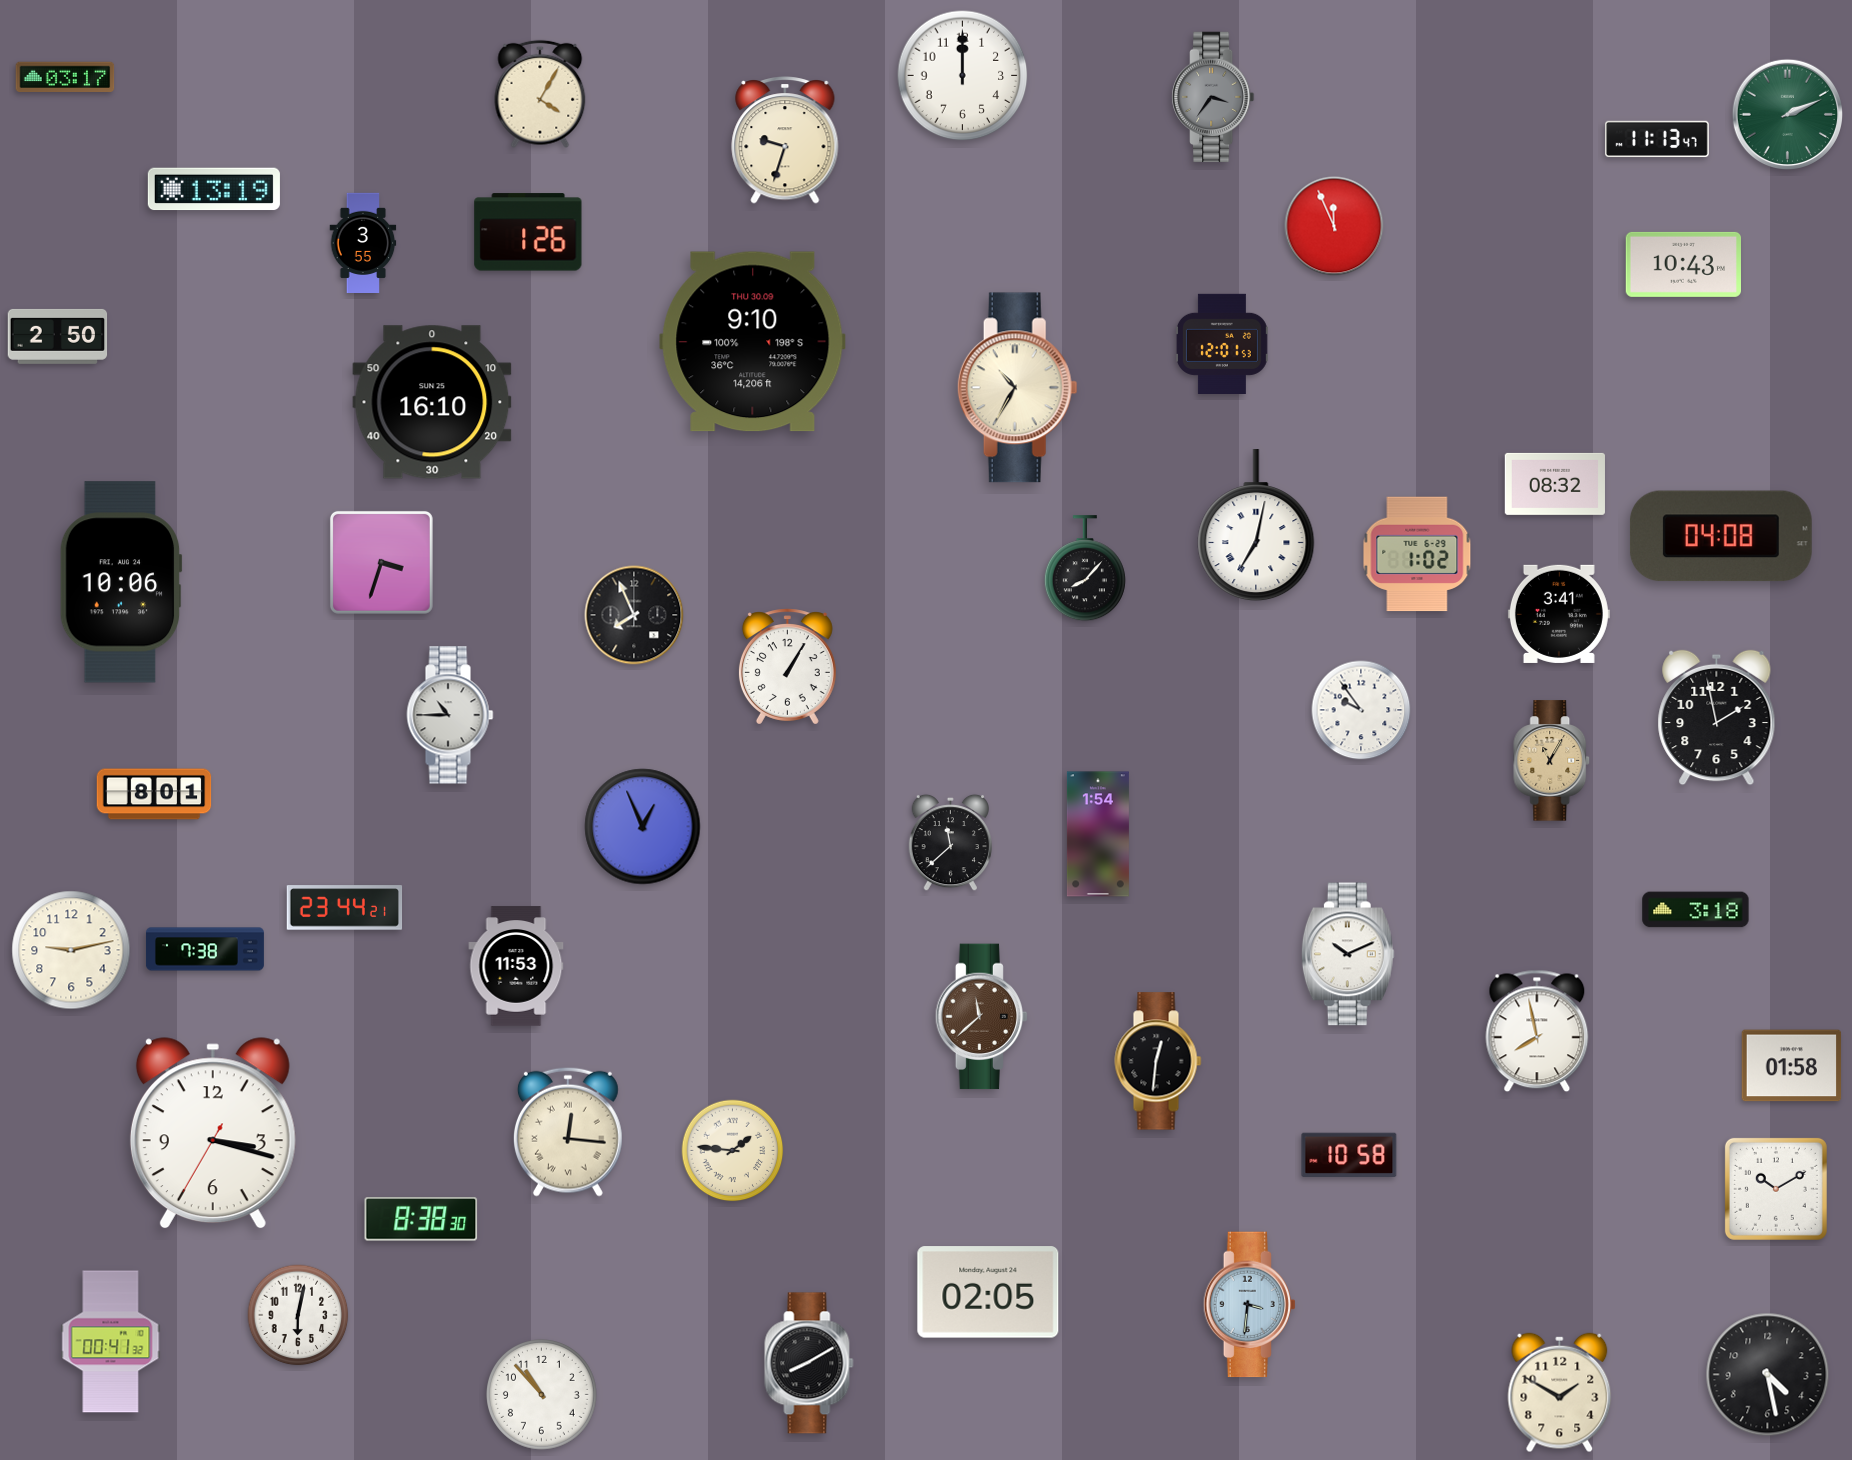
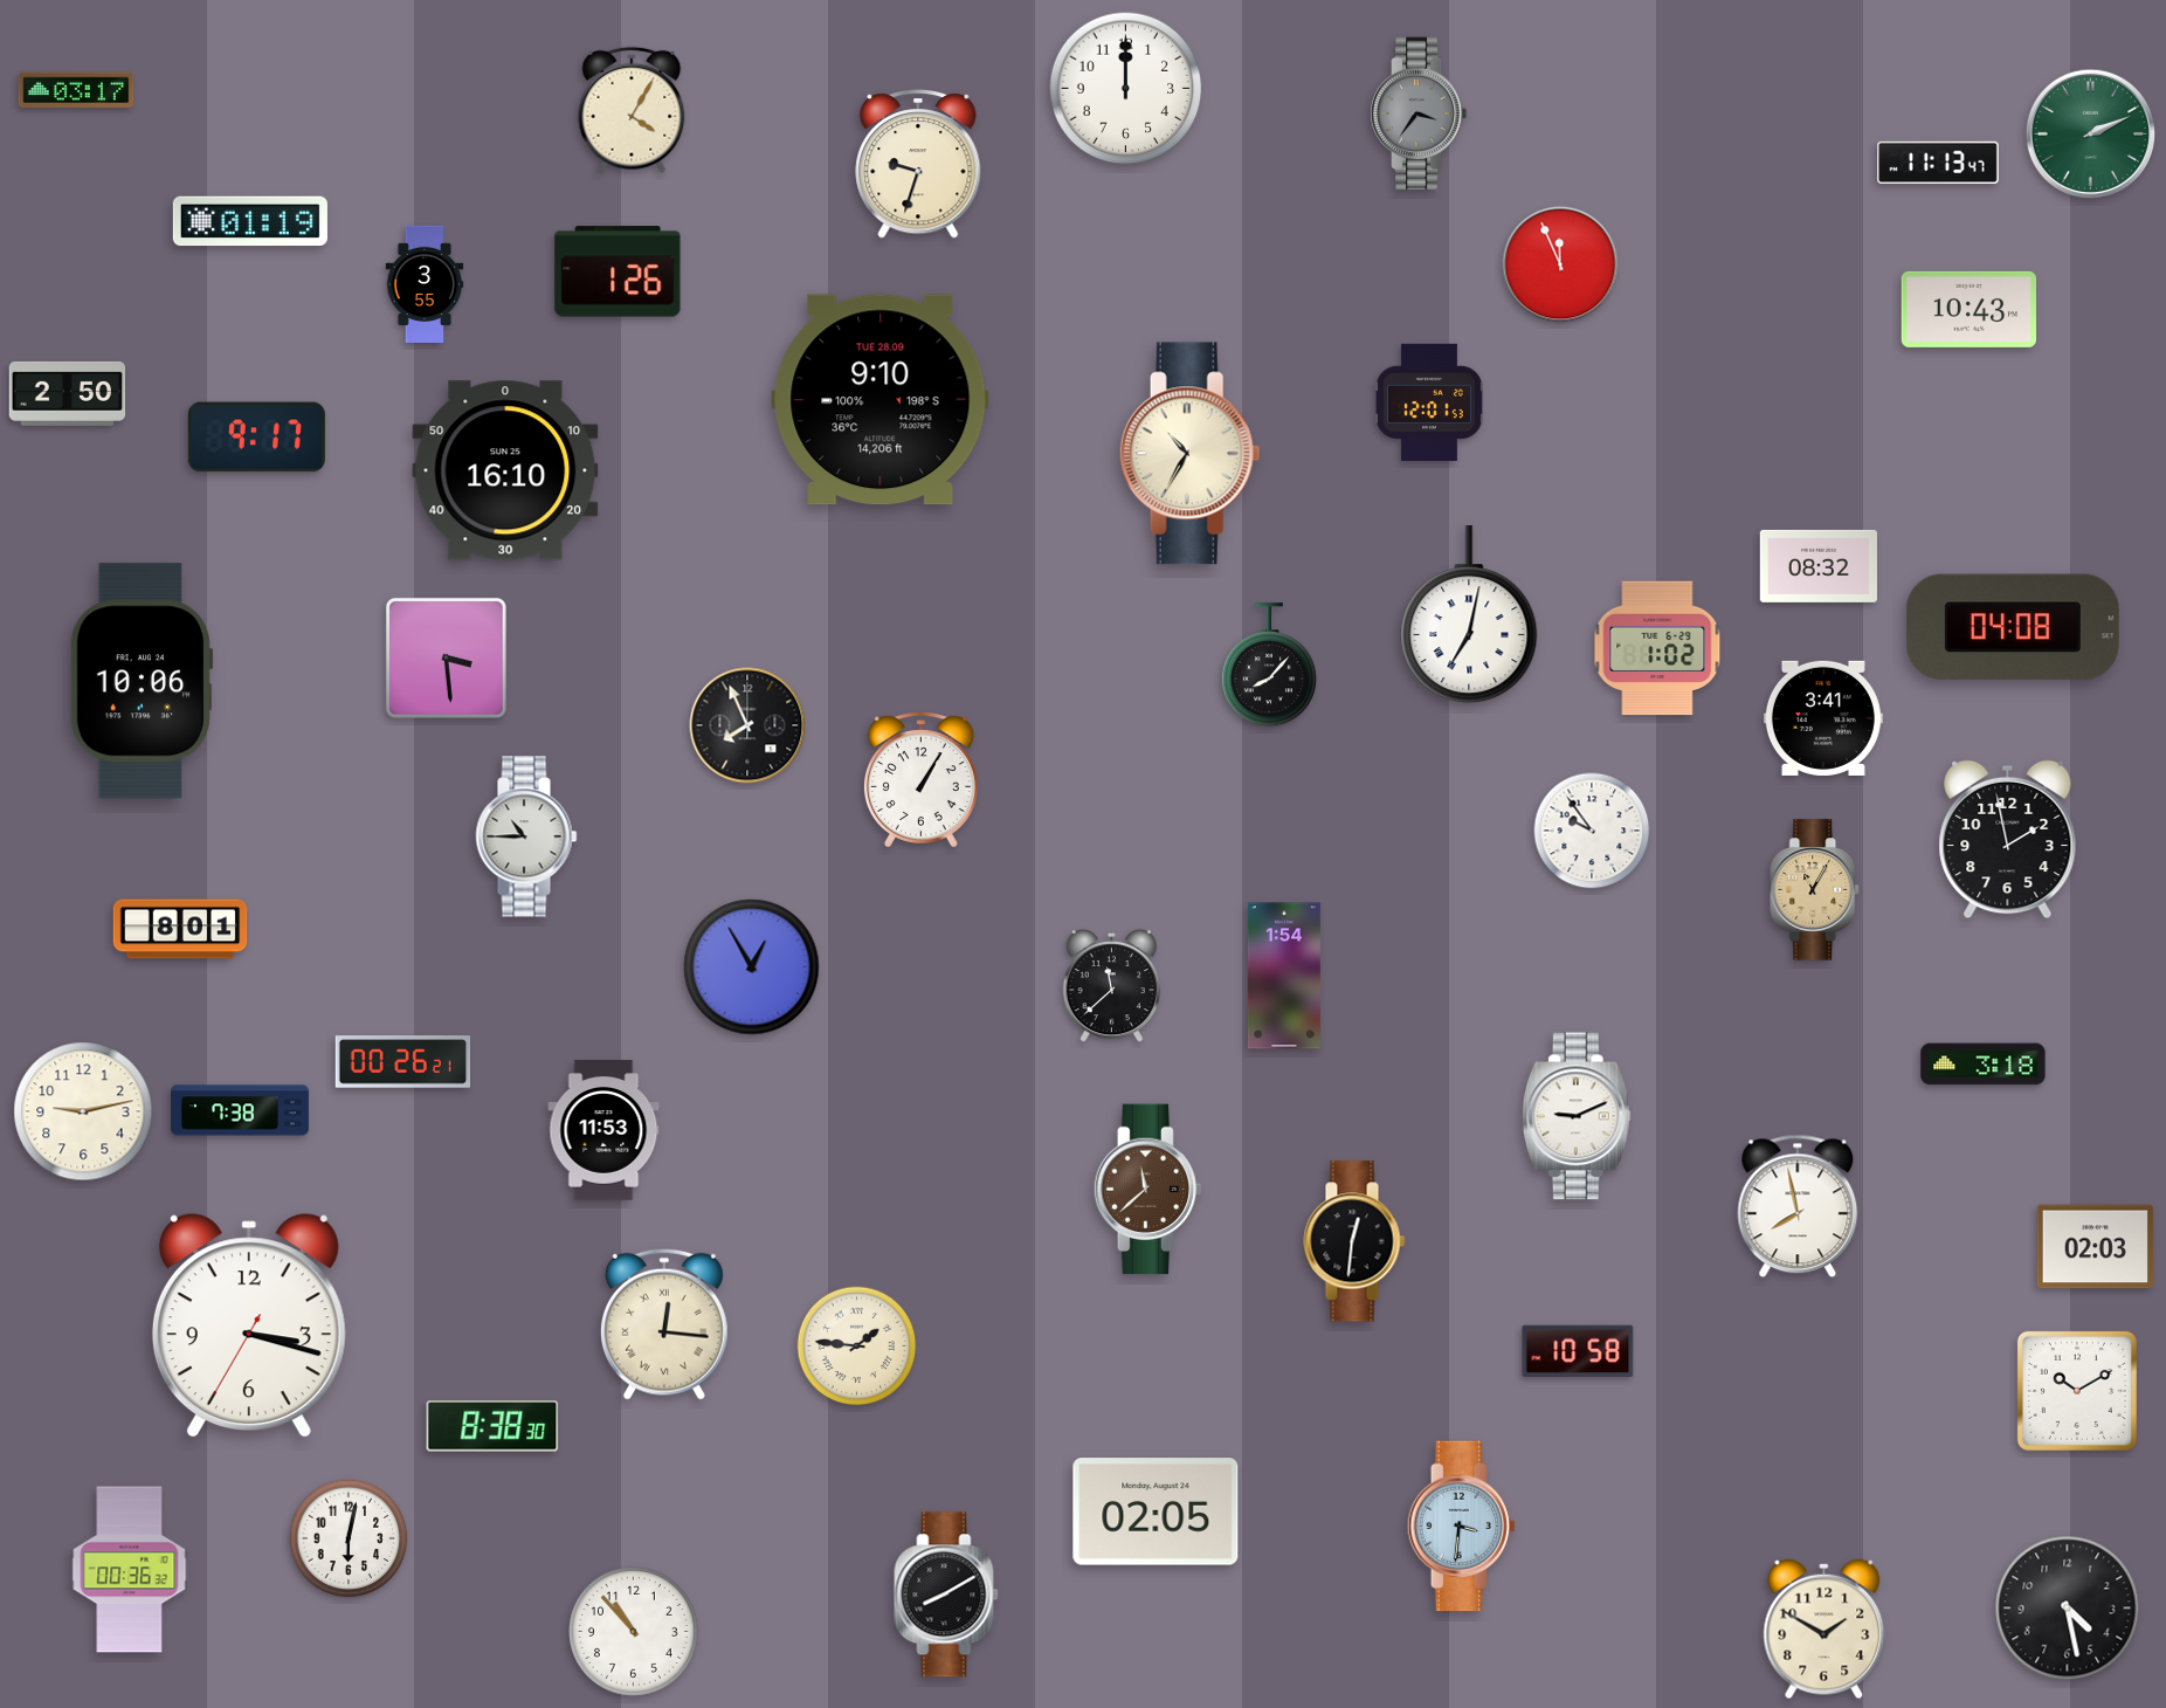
clock at (214, 189): 13:19 -> 01:19
clock at (753, 342) date: THU 30.09 -> TUE 28.09
clock at (256, 438): none -> 9:17
clock at (381, 562): 3:33 -> 3:29
clock at (634, 615) position: (634, 615) -> (747, 725)
clock at (643, 827): 12:56 -> 12:55
clock at (345, 908): 23:44 -> 00:26
clock at (1348, 954): 10:11 -> 9:11
clock at (1792, 1066): 01:58 -> 02:03
clock at (111, 1342): 00:41 -> 00:36
